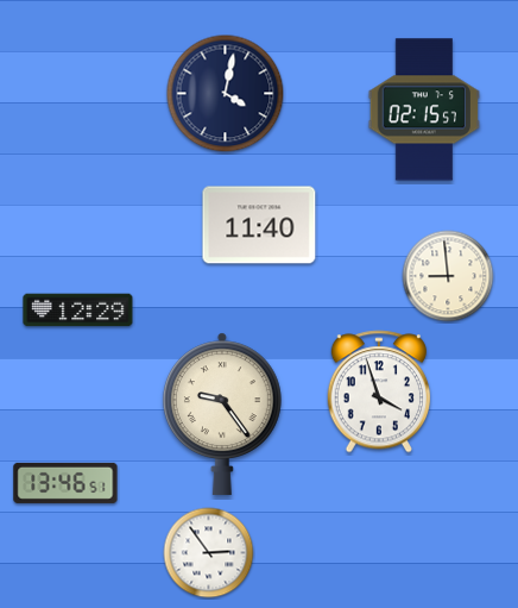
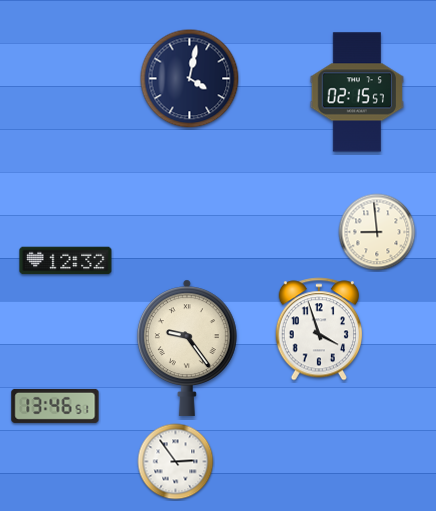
clock at (259, 225): 11:40 -> none
clock at (78, 311): 12:29 -> 12:32
clock at (209, 553) position: (209, 553) -> (176, 462)
